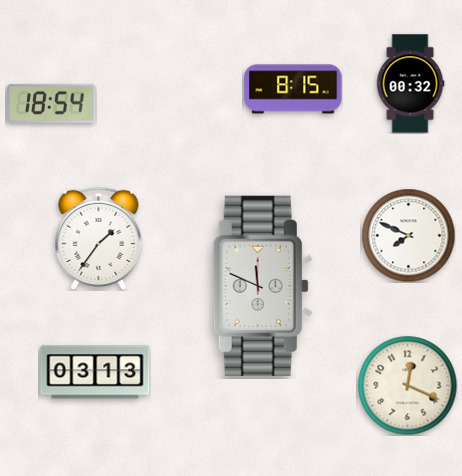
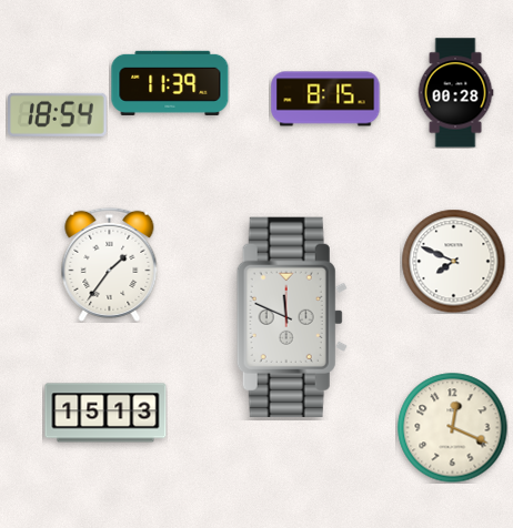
clock at (170, 83): none -> 11:39
clock at (410, 84): 00:32 -> 00:28
clock at (95, 372): 03:13 -> 15:13
